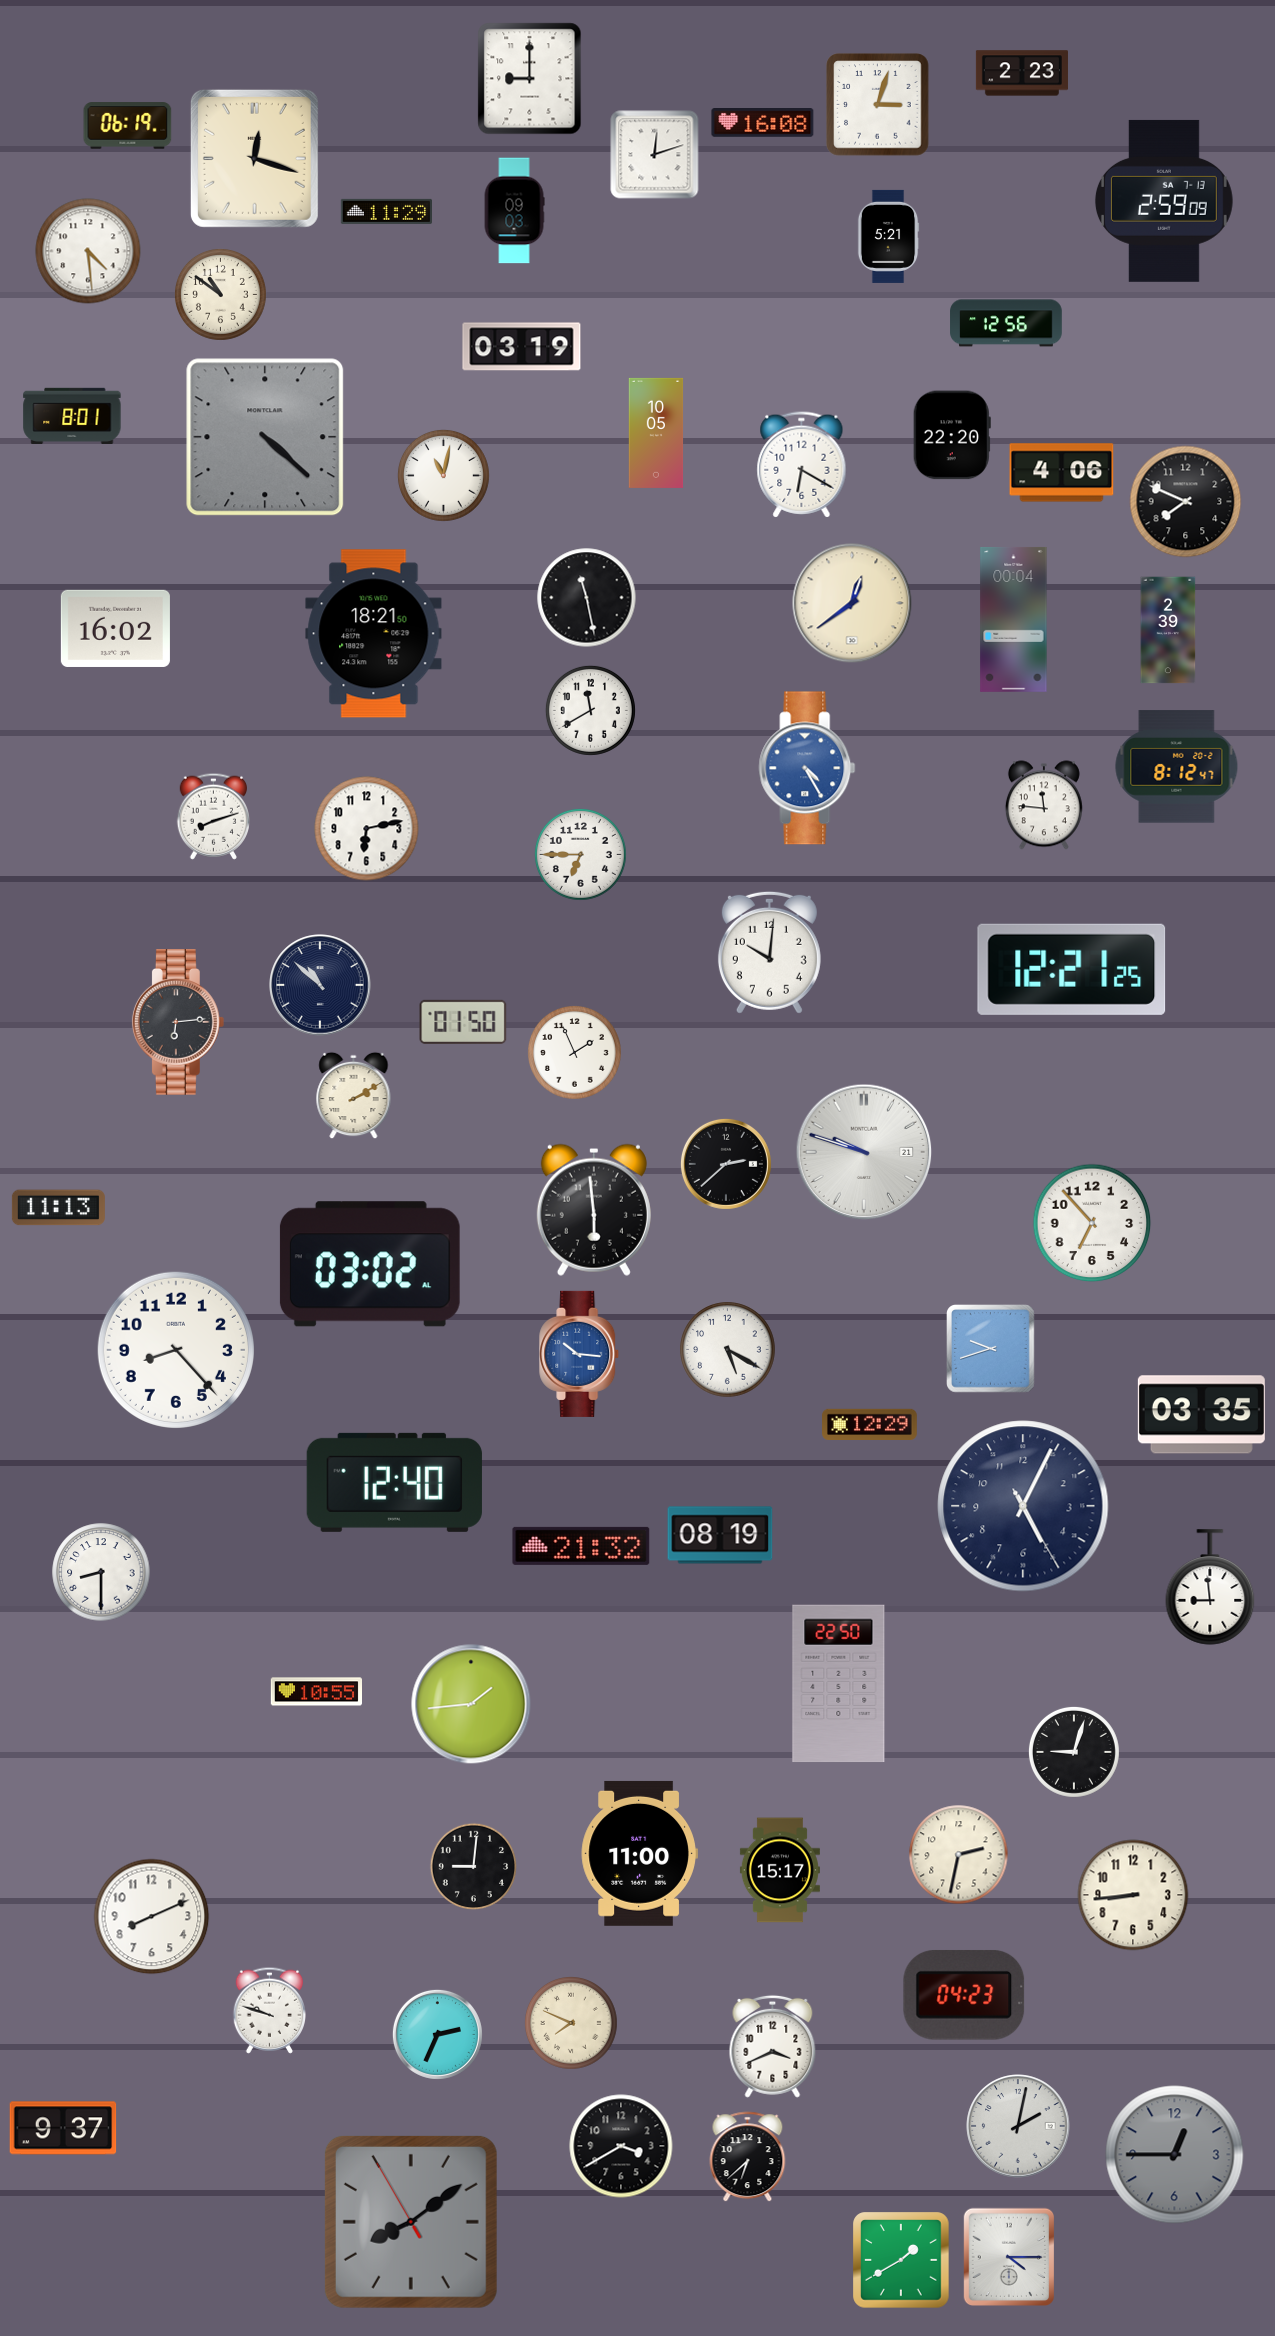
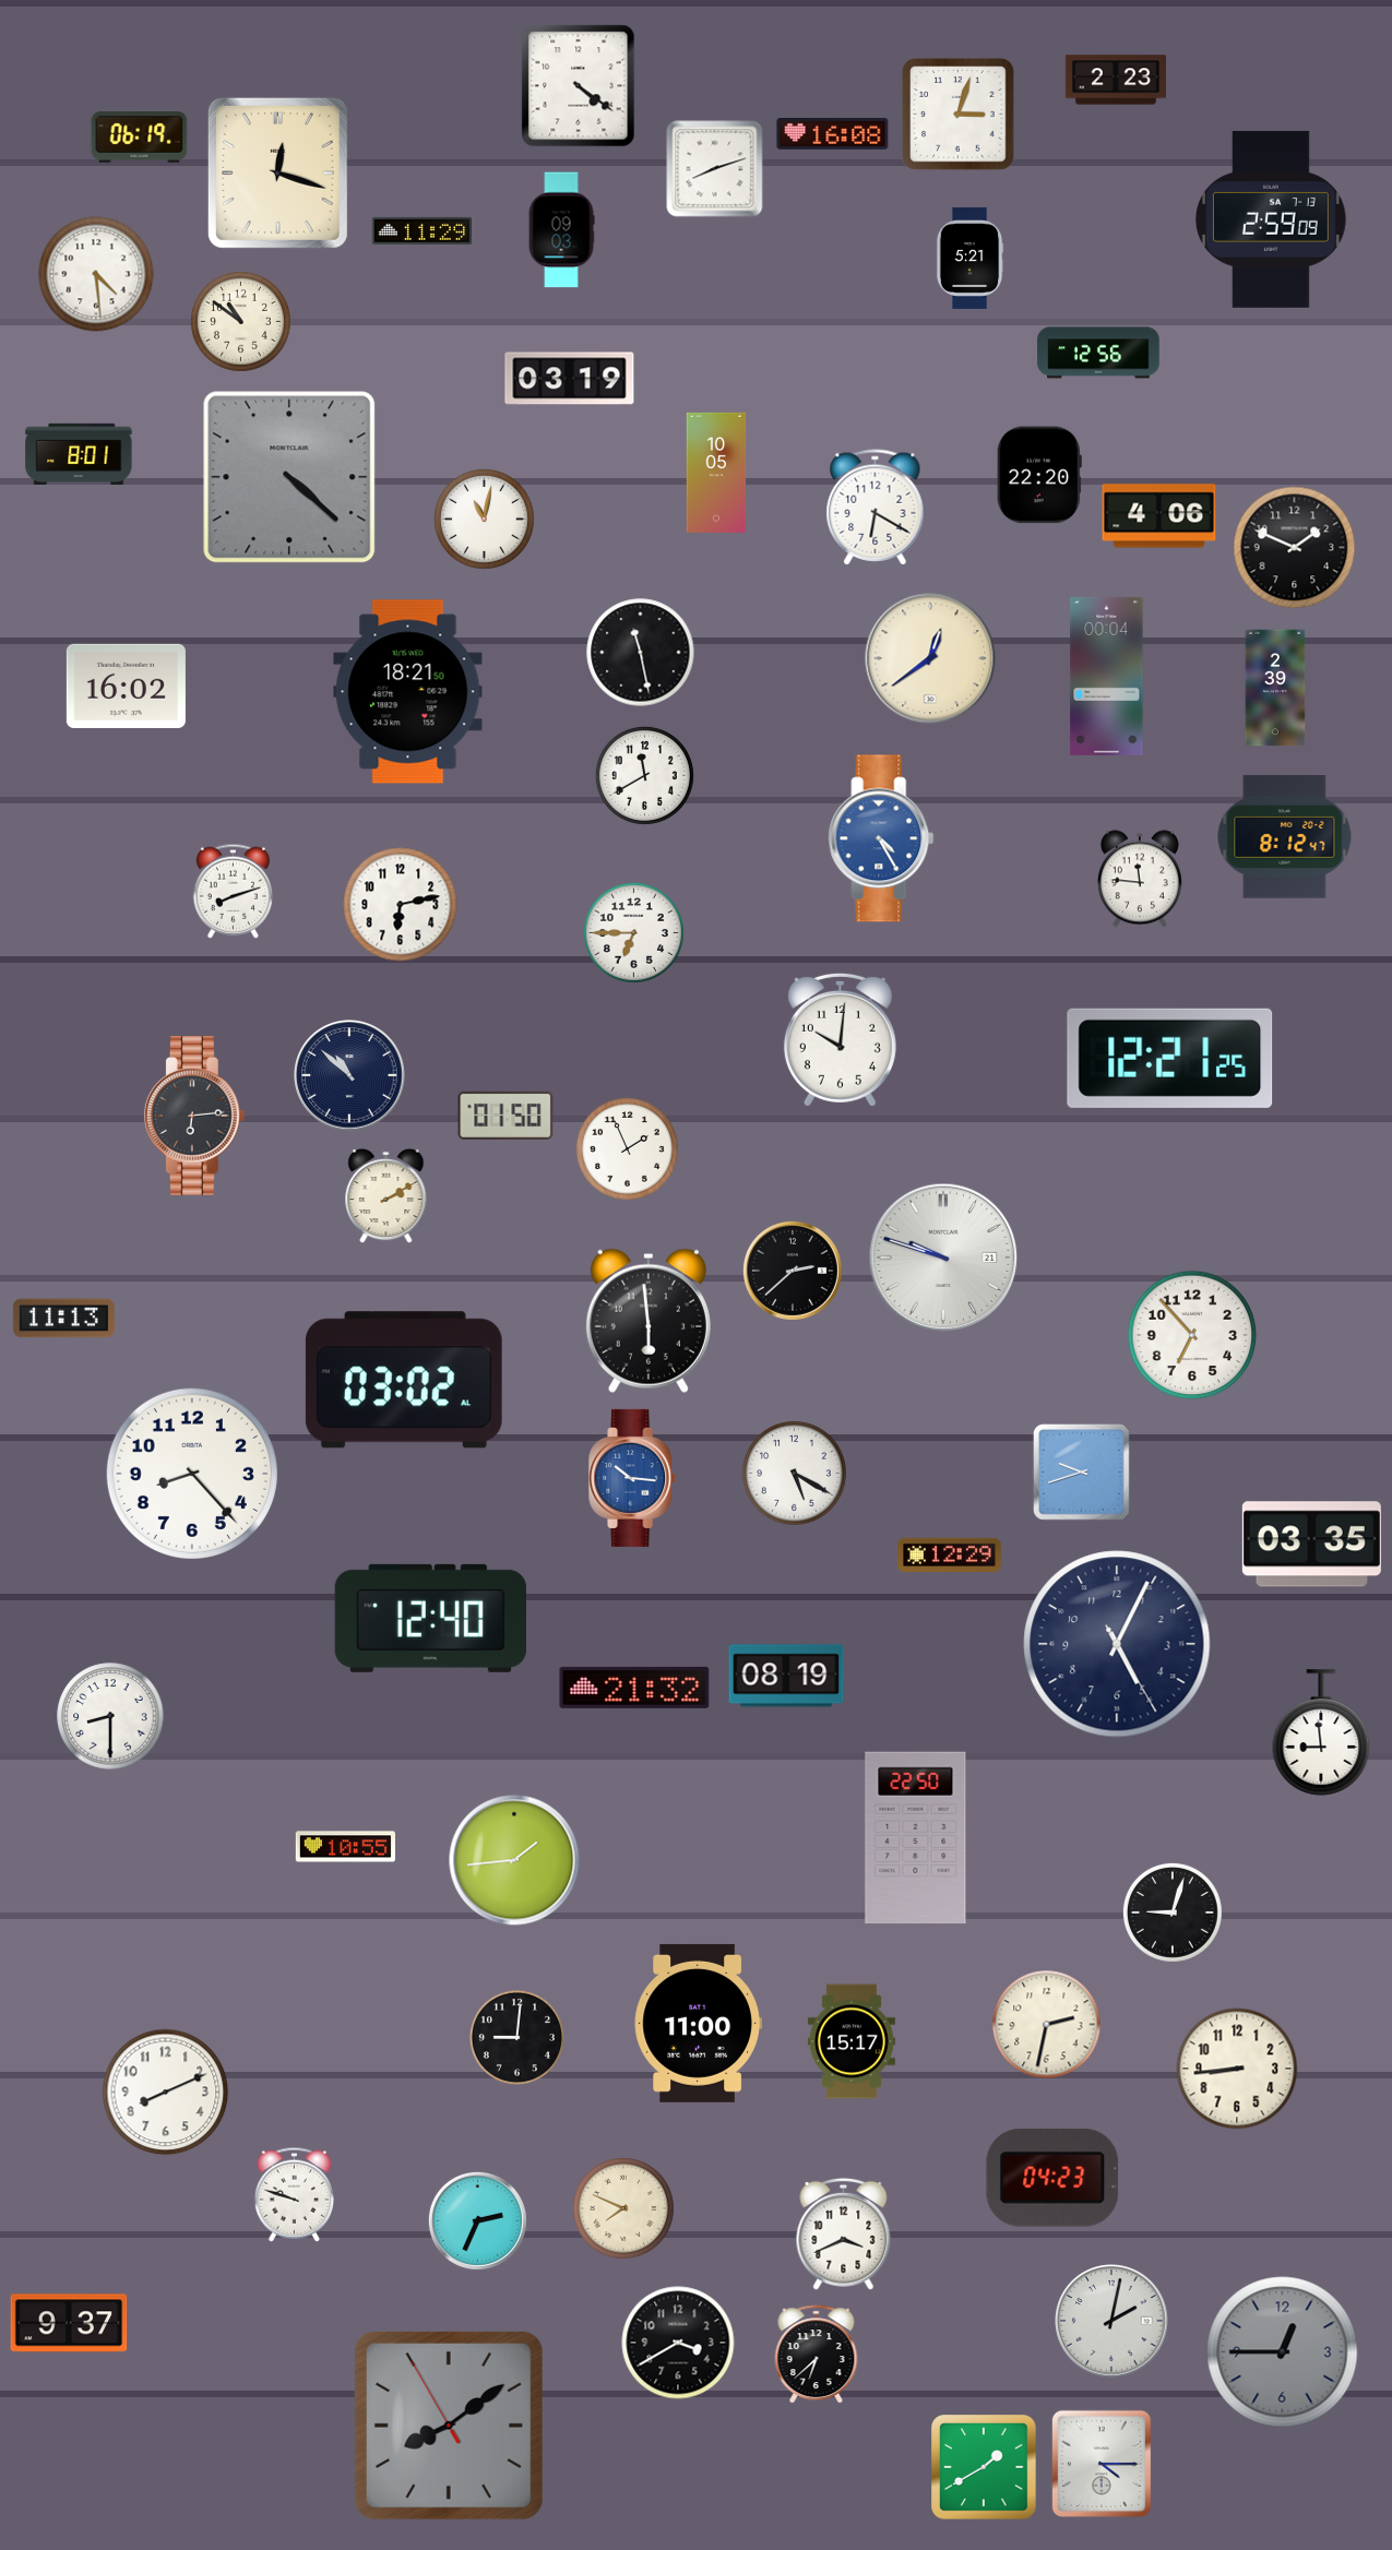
clock at (530, 79): 9:00 -> 4:21
clock at (655, 155): 12:12 -> 8:12
clock at (1186, 502): 7:49 -> 1:49
